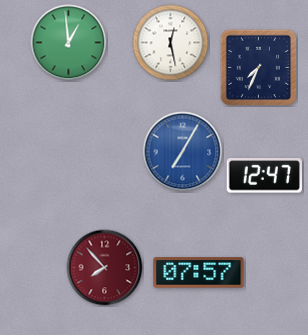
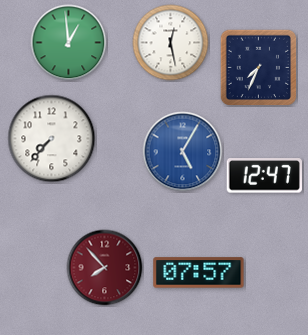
clock at (52, 139): none -> 7:37
clock at (183, 152): 7:05 -> 5:05
